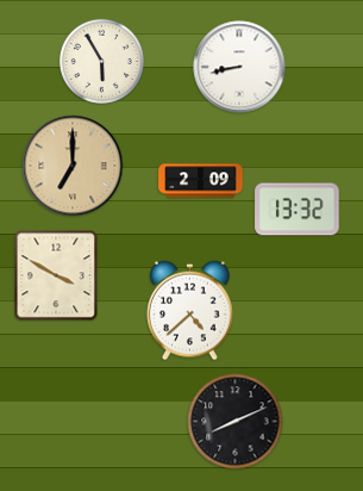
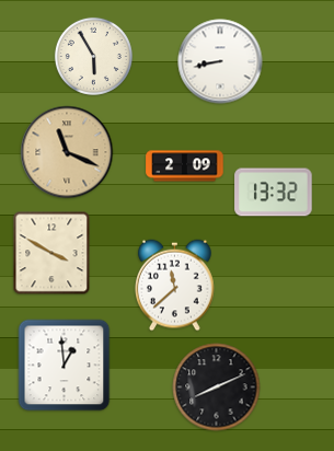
clock at (73, 166): 7:00 -> 11:19
clock at (190, 311): 4:38 -> 11:38
clock at (65, 366): none -> 12:59
